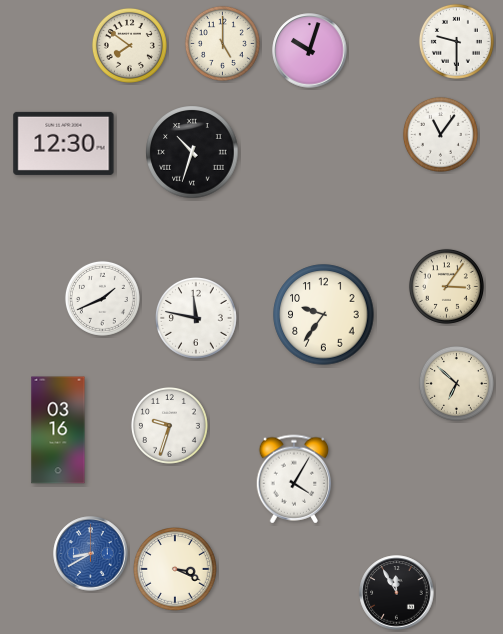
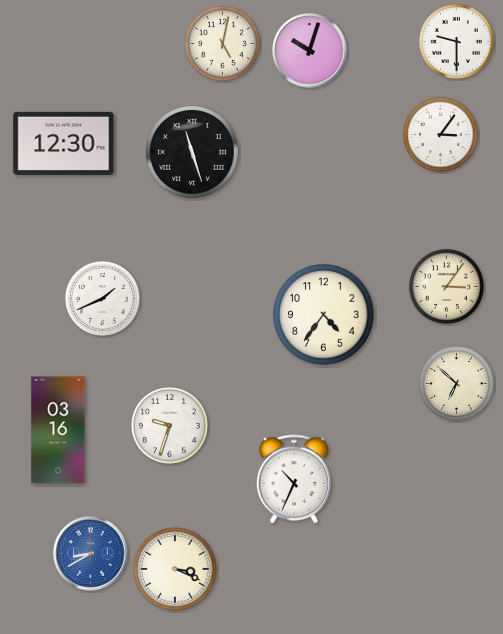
clock at (222, 43): 5:00 -> 5:02
clock at (129, 45): 7:51 -> none
clock at (440, 134): 11:06 -> 3:06
clock at (192, 152): 10:33 -> 11:27
clock at (324, 315): 9:36 -> 4:36
clock at (197, 319): 11:47 -> none
clock at (294, 479): 4:05 -> 10:34
clock at (397, 593): 11:55 -> none
